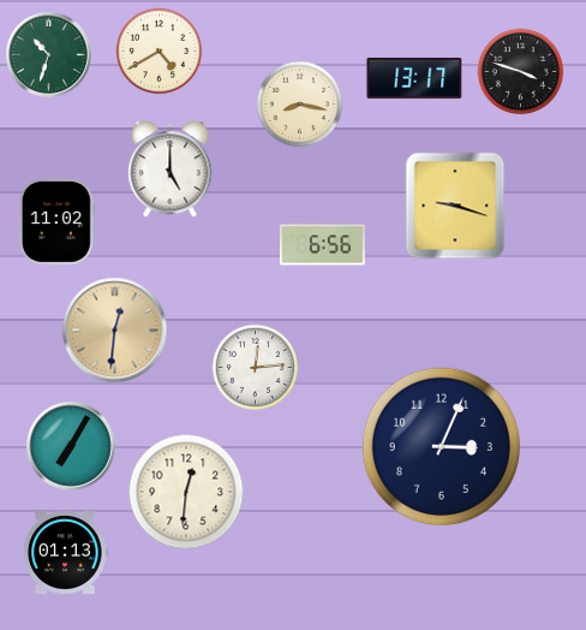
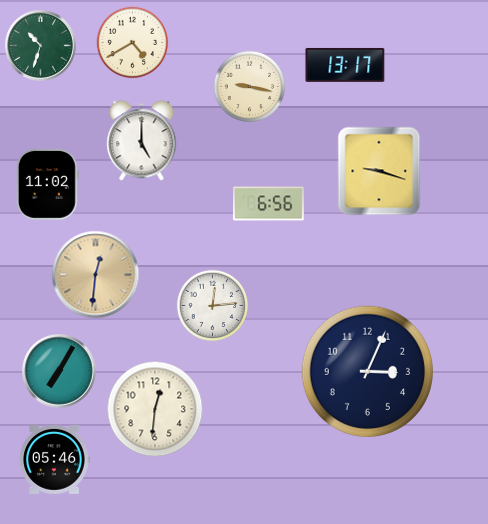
clock at (521, 72): 3:48 -> none
clock at (300, 105): 8:17 -> 9:17
clock at (65, 553): 01:13 -> 05:46
